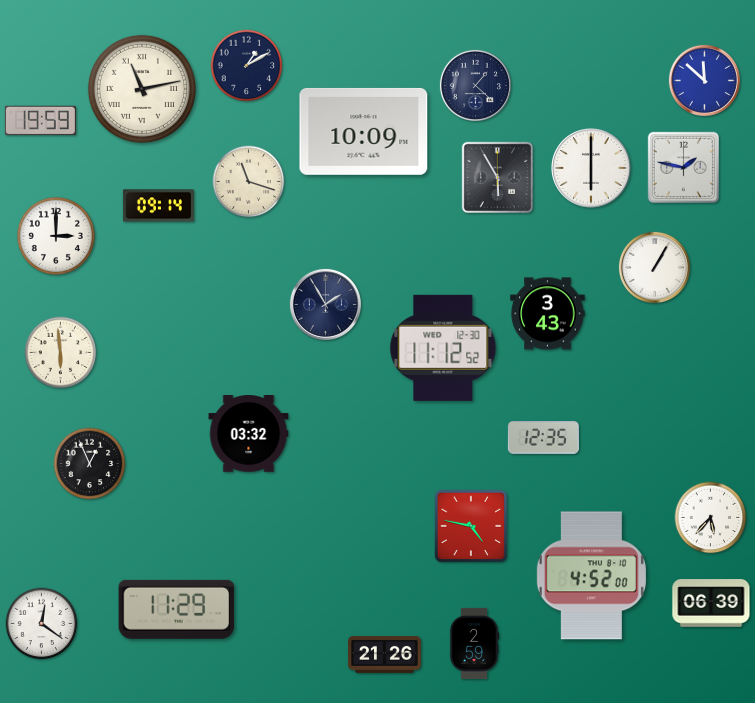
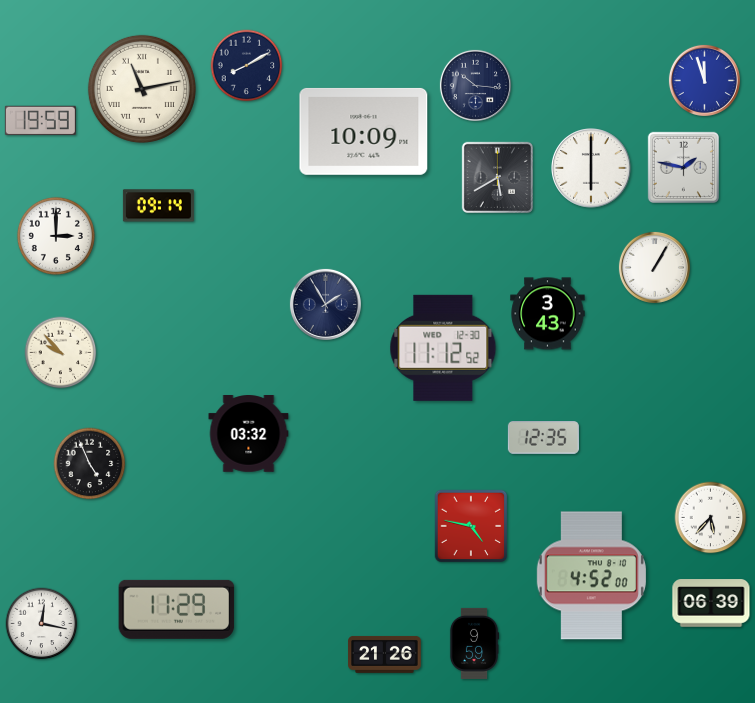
clock at (247, 66): 1:10 -> 8:10
clock at (704, 80): 11:52 -> 11:57
clock at (475, 85): 1:22 -> 10:16
clock at (497, 177): 5:55 -> 5:40
clock at (249, 182): 11:18 -> none
clock at (61, 353): 5:59 -> 9:53
clock at (90, 464): 12:56 -> 4:56
clock at (42, 624): 12:21 -> 12:17
clock at (474, 643): 2:59 -> 9:59
